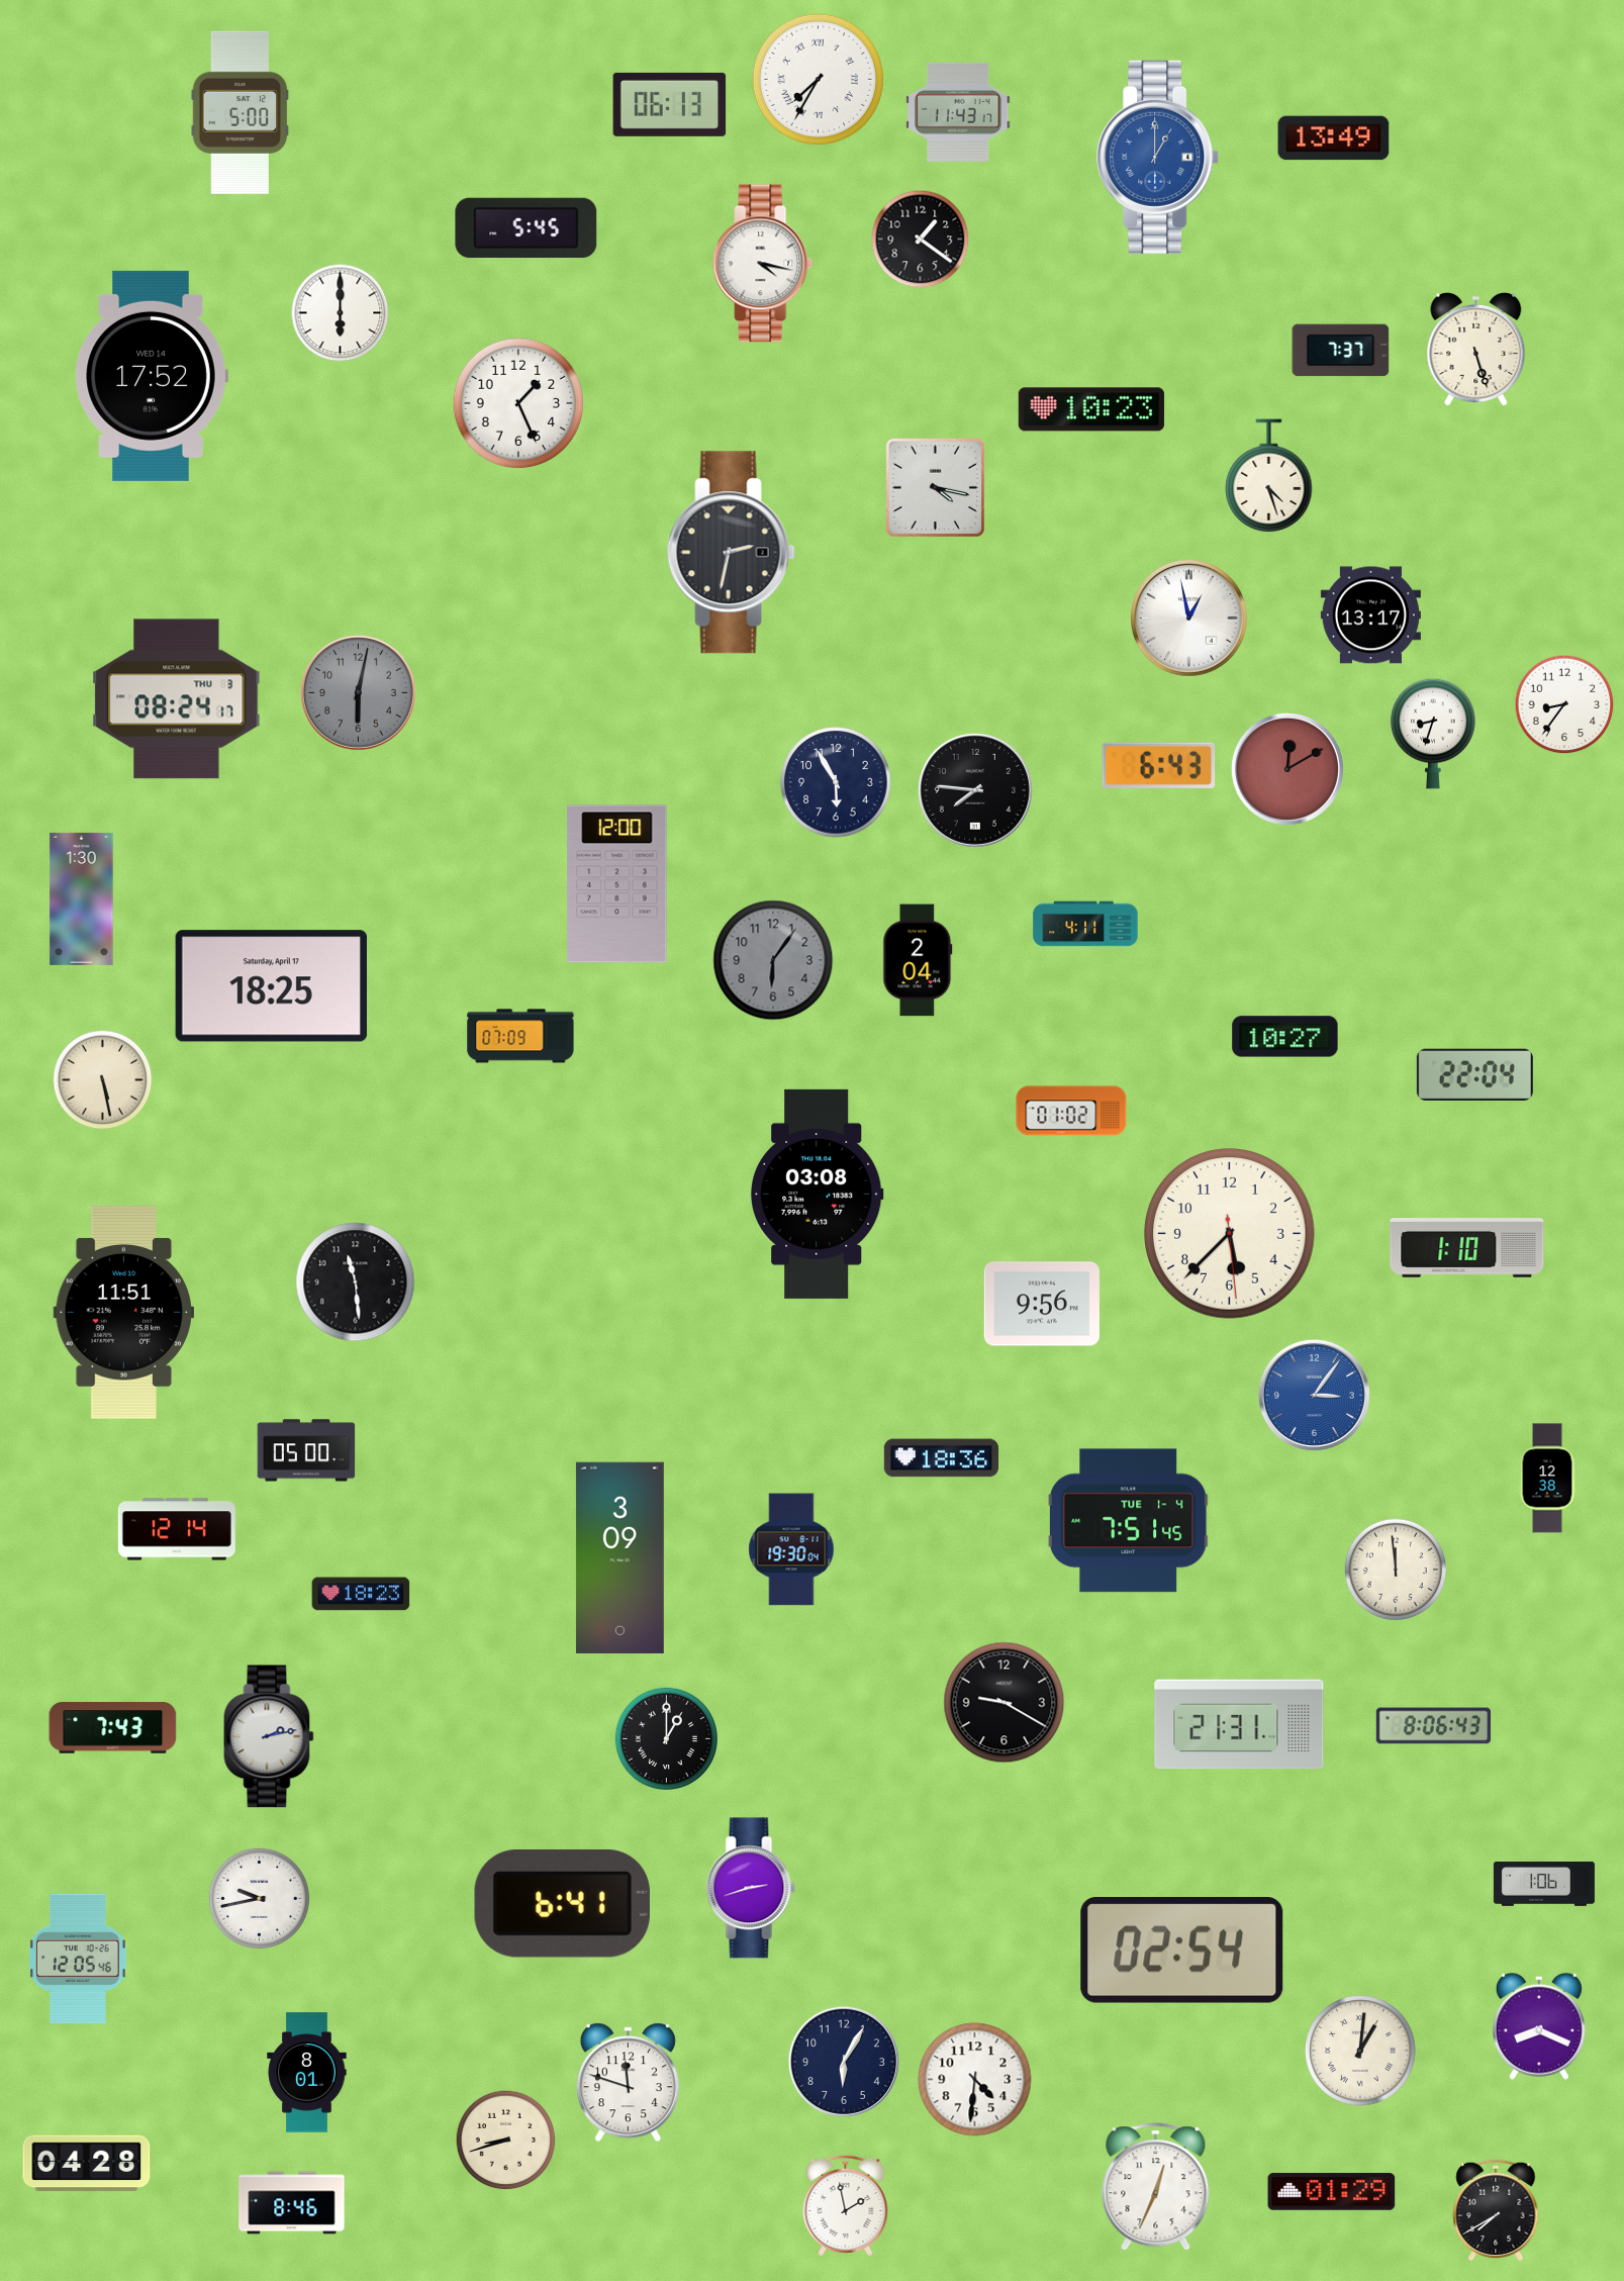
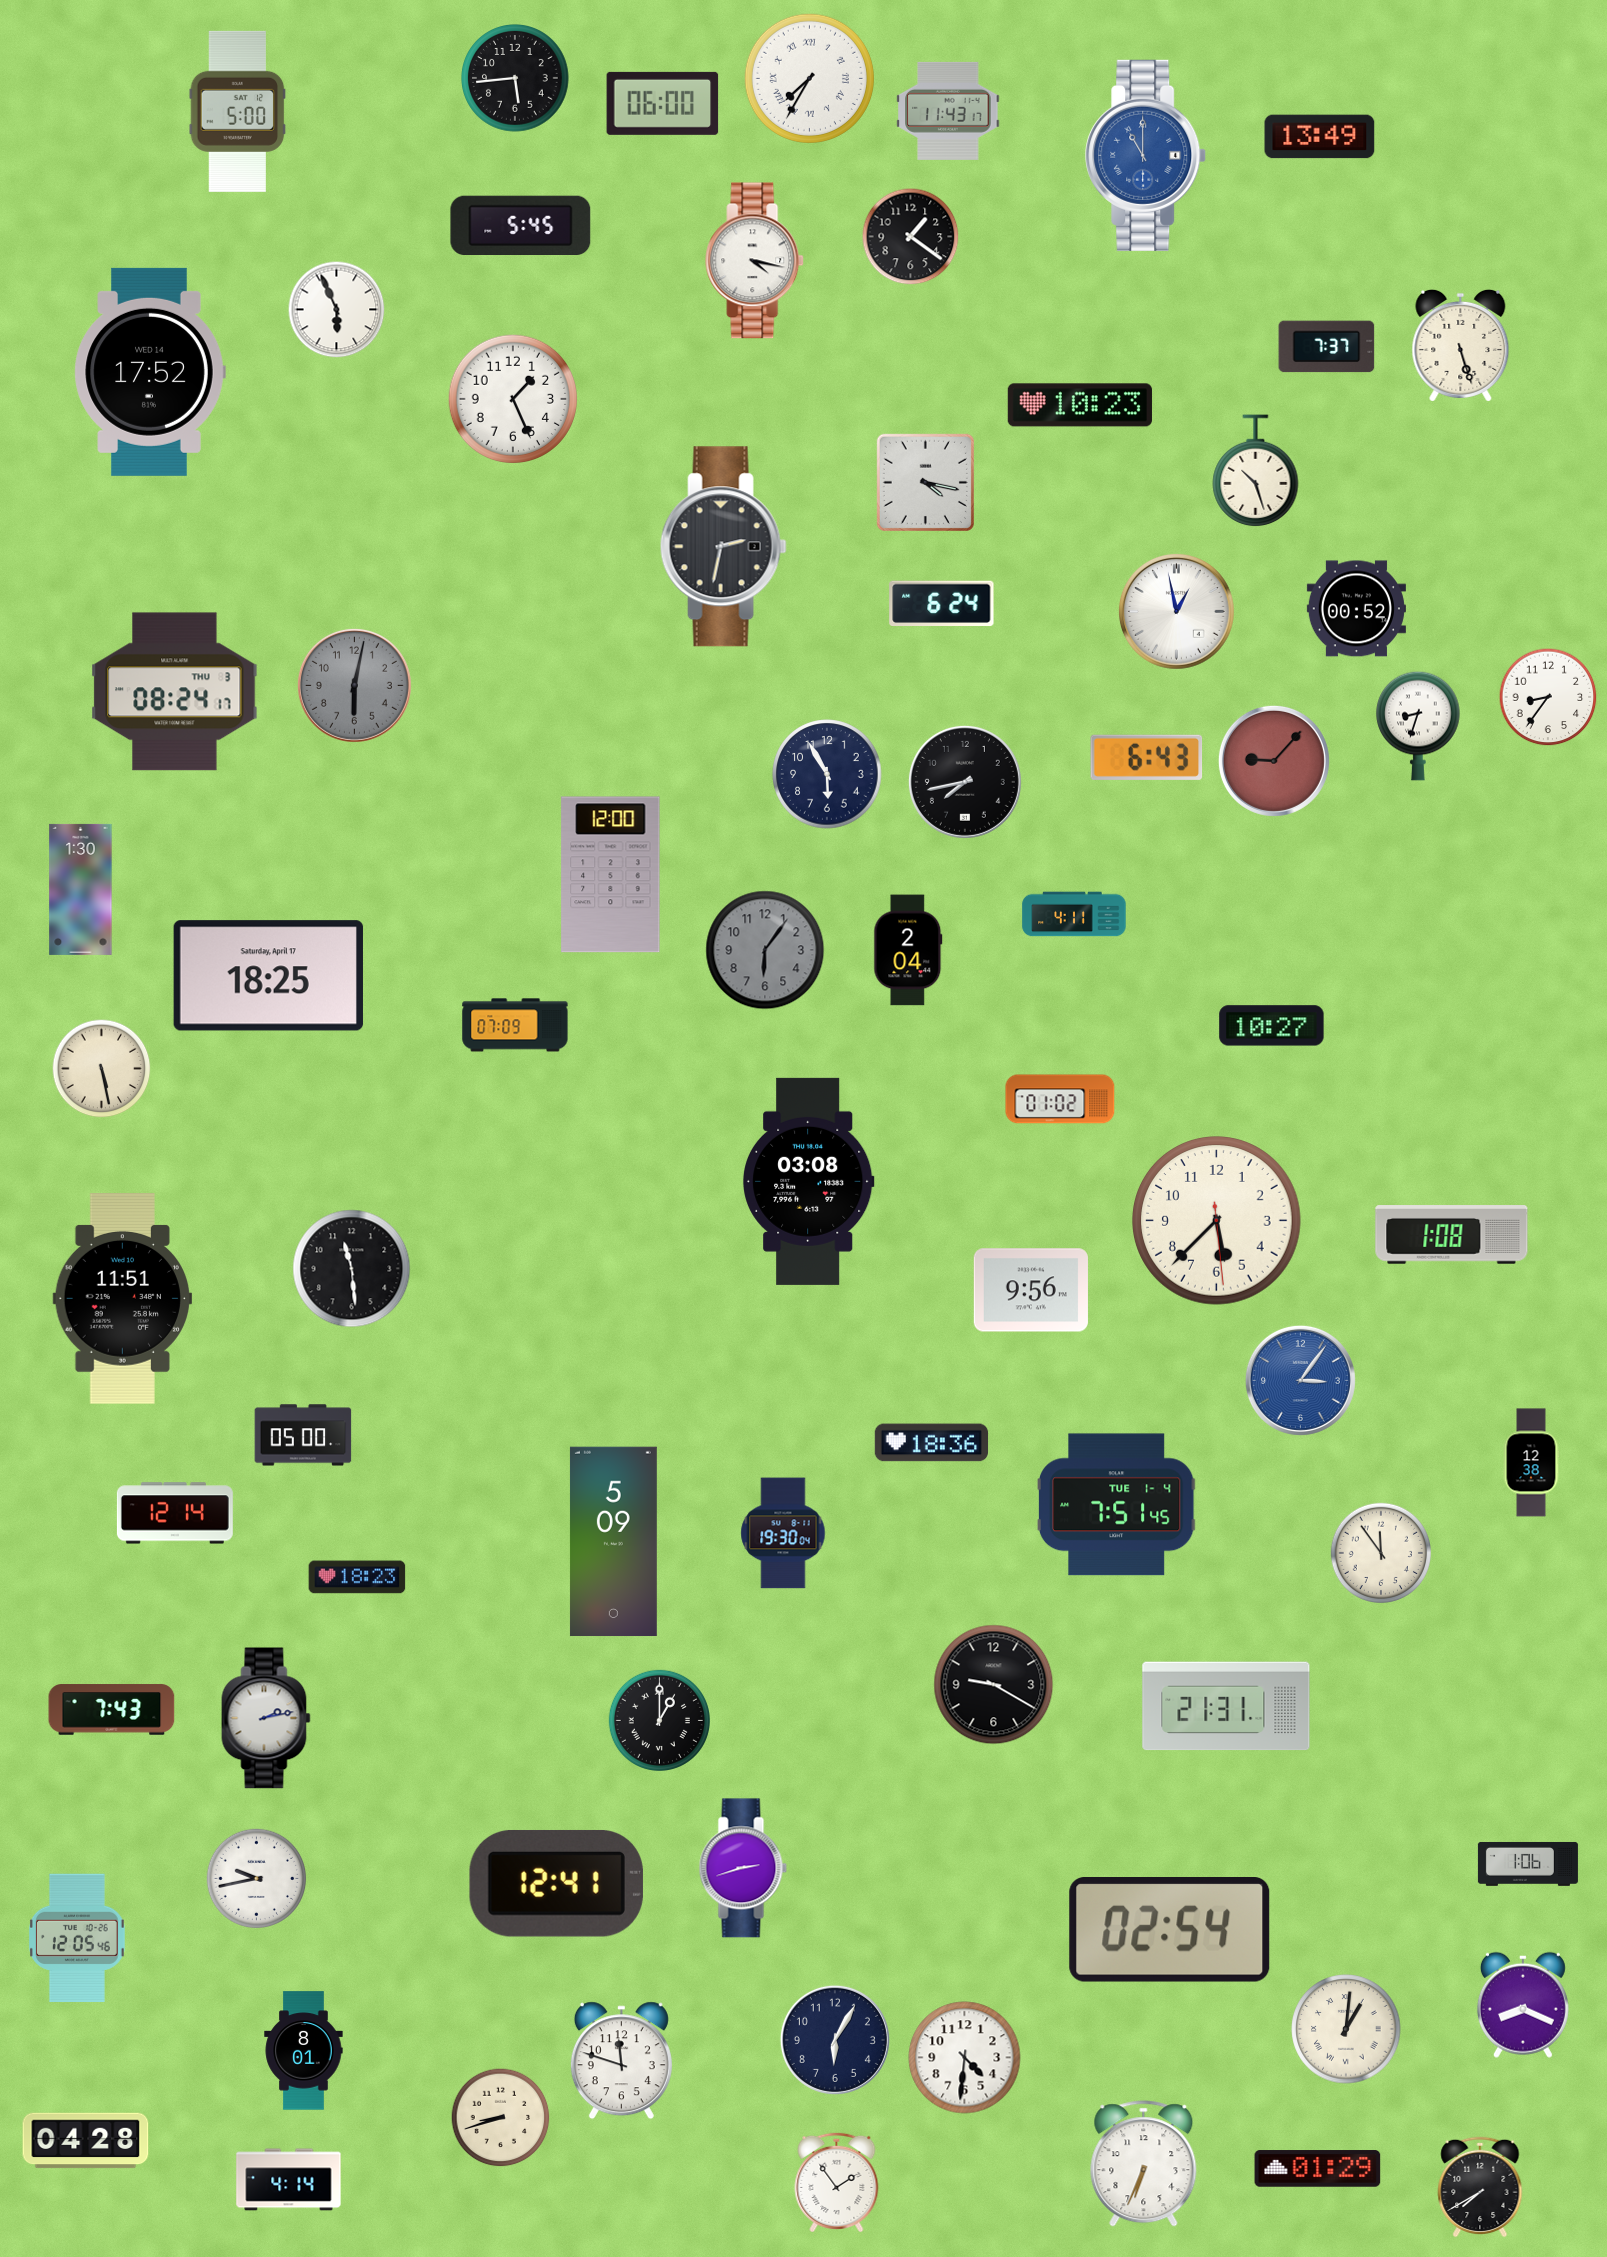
clock at (515, 78): none -> 5:44
clock at (670, 104): 06:13 -> 06:00
clock at (1158, 157): 1:00 -> 11:00
clock at (341, 313): 6:00 -> 5:56
clock at (1269, 476): 4:27 -> 10:27
clock at (942, 604): none -> 6:24
clock at (1370, 615): 13:17 -> 00:52
clock at (1287, 769): 12:10 -> 9:07
clock at (975, 790): 7:46 -> 7:43
clock at (1474, 1075): 22:04 -> none
clock at (1467, 1248): 1:10 -> 1:08
clock at (619, 1558): 3:09 -> 5:09
clock at (1395, 1569): 11:59 -> 11:54
clock at (1434, 1726): 8:06 -> none
clock at (562, 1903): 6:41 -> 12:41
clock at (1156, 2187): 12:34 -> 6:34
clock at (292, 2203): 8:46 -> 4:14
clock at (846, 2204): 1:58 -> 1:54
